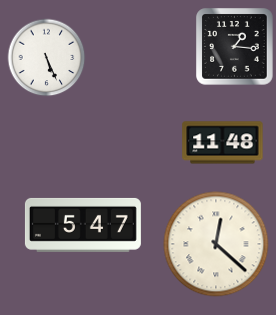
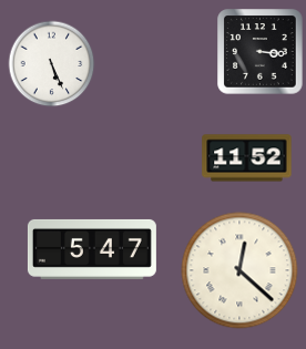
clock at (235, 47): 1:16 -> 3:16
clock at (223, 143): 11:48 -> 11:52
